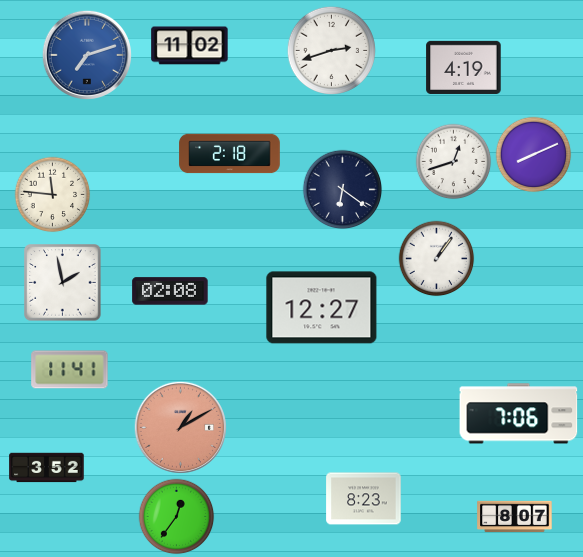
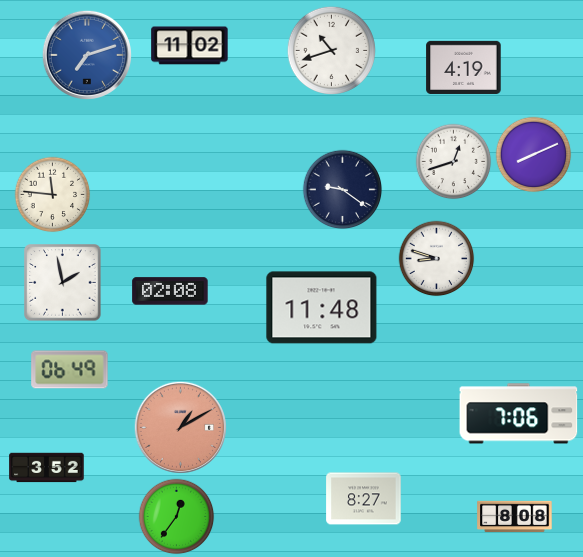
clock at (331, 50): 2:42 -> 10:42
clock at (230, 154): 2:18 -> none
clock at (343, 190): 6:21 -> 9:21
clock at (437, 259): 1:06 -> 8:48
clock at (322, 308): 12:27 -> 11:48
clock at (70, 370): 11:41 -> 06:49
clock at (364, 499): 8:23 -> 8:27
clock at (515, 517): 8:07 -> 8:08
